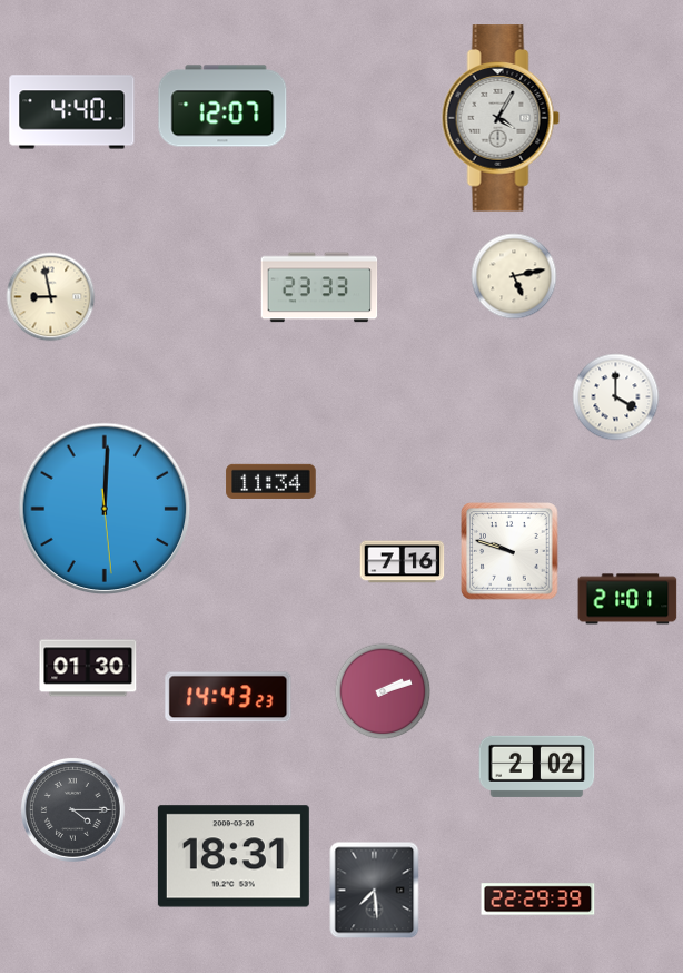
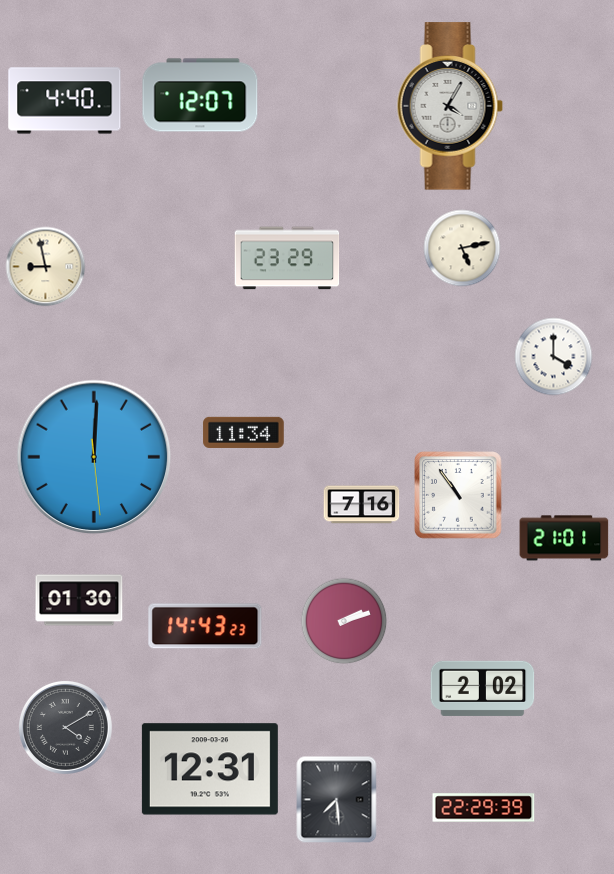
clock at (319, 287): 23:33 -> 23:29
clock at (509, 551): 9:48 -> 10:54
clock at (72, 809): 4:15 -> 4:10
clock at (234, 856): 18:31 -> 12:31
